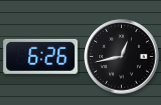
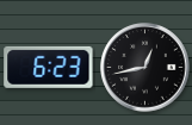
clock at (41, 56): 6:26 -> 6:23
